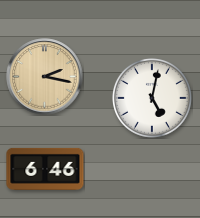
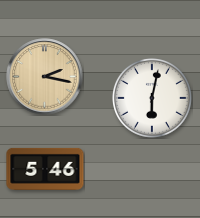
clock at (152, 98): 5:02 -> 6:02
clock at (45, 169): 6:46 -> 5:46
